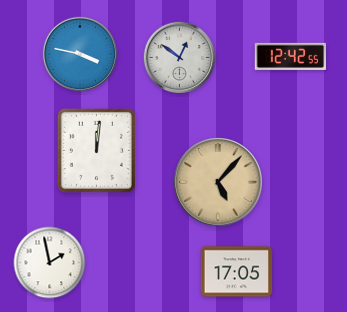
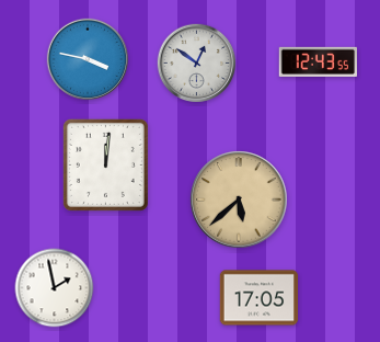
clock at (290, 56): 12:42 -> 12:43
clock at (218, 182): 5:07 -> 5:38
